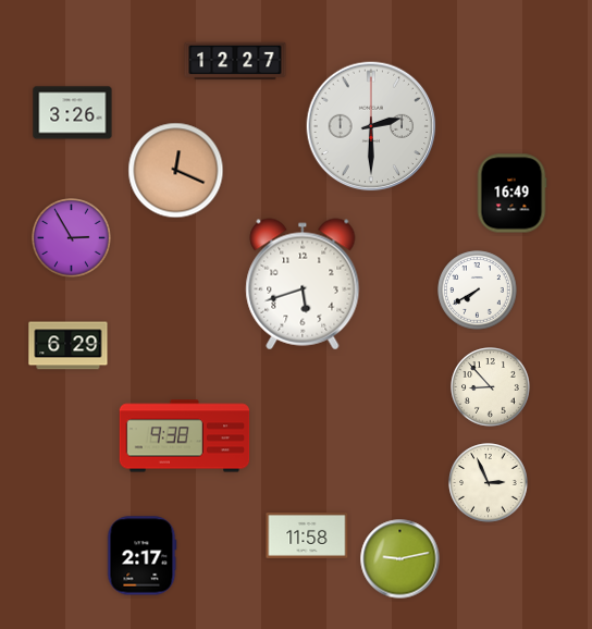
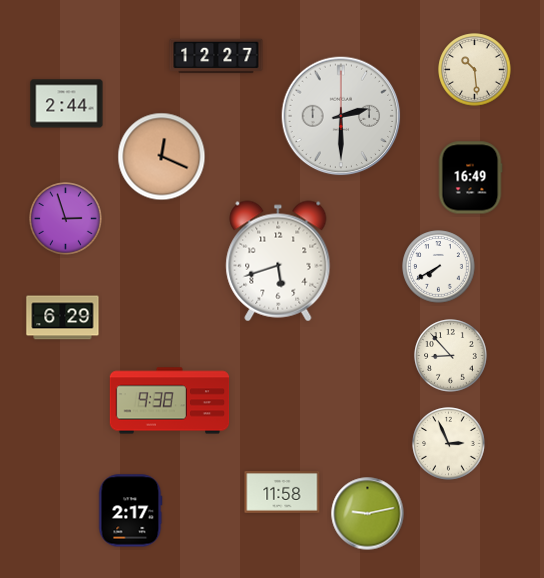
clock at (475, 70): none -> 10:29
clock at (73, 113): 3:26 -> 2:44
clock at (72, 238): 2:55 -> 2:57
